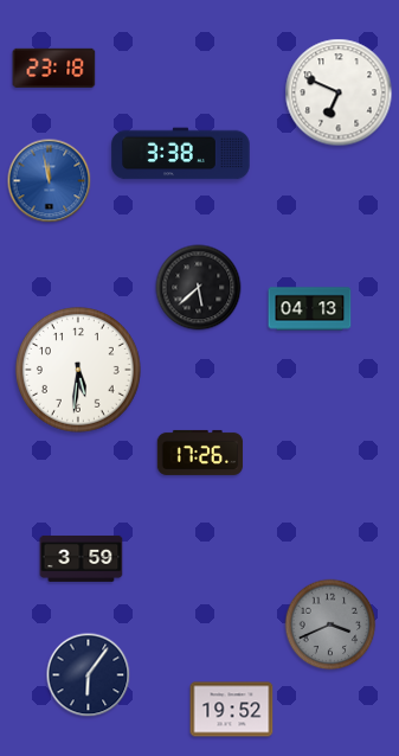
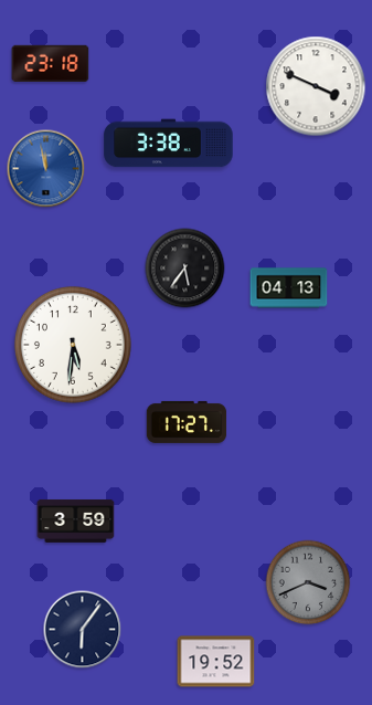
clock at (339, 92): 6:49 -> 3:49
clock at (199, 288): 5:38 -> 5:36
clock at (200, 453): 17:26 -> 17:27
